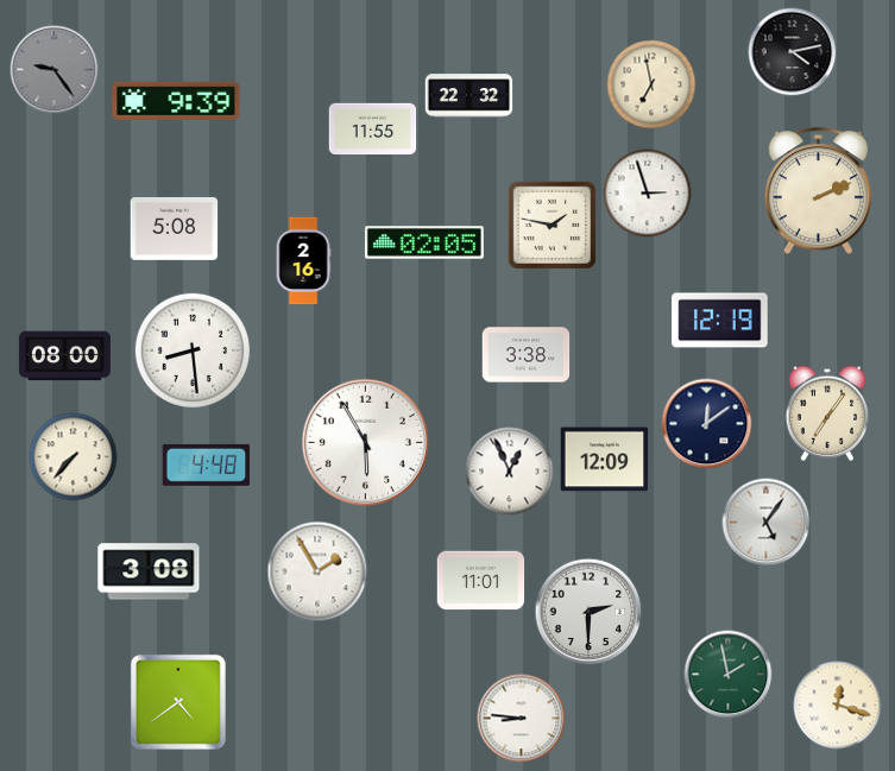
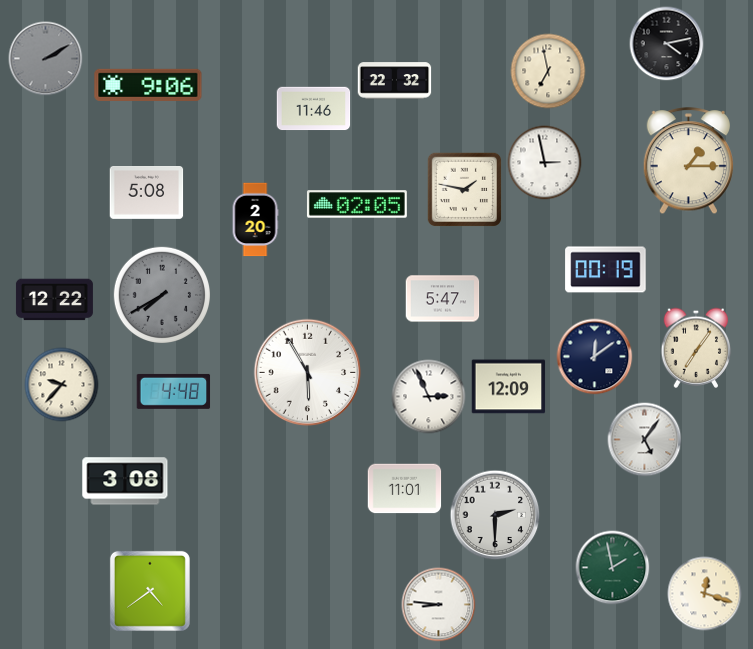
clock at (55, 70): 9:24 -> 2:10
clock at (176, 101): 9:39 -> 9:06
clock at (373, 129): 11:55 -> 11:46
clock at (818, 191): 2:11 -> 1:15
clock at (648, 194): 2:57 -> 2:58
clock at (303, 261): 2:16 -> 2:20
clock at (720, 321): 12:19 -> 00:19
clock at (191, 349): 8:29 -> 7:40
clock at (191, 349) dial: white -> grey
clock at (527, 355): 3:38 -> 5:47
clock at (64, 356): 08:00 -> 12:22
clock at (74, 457): 7:37 -> 9:37
clock at (510, 472): 12:56 -> 2:56
clock at (317, 571): 1:55 -> none
